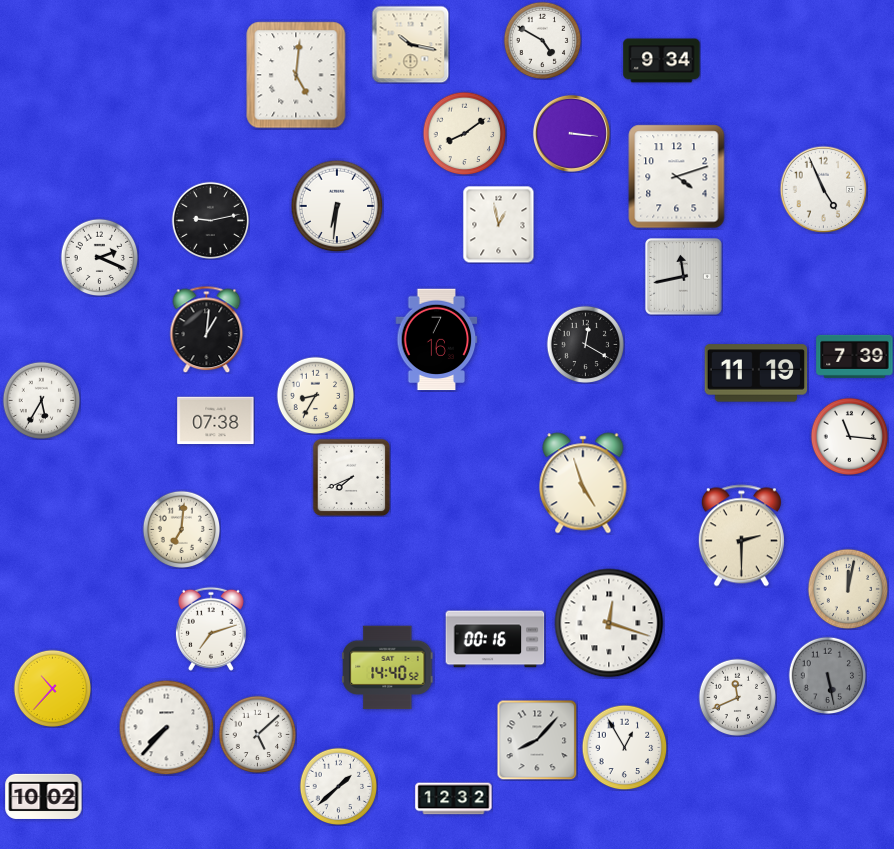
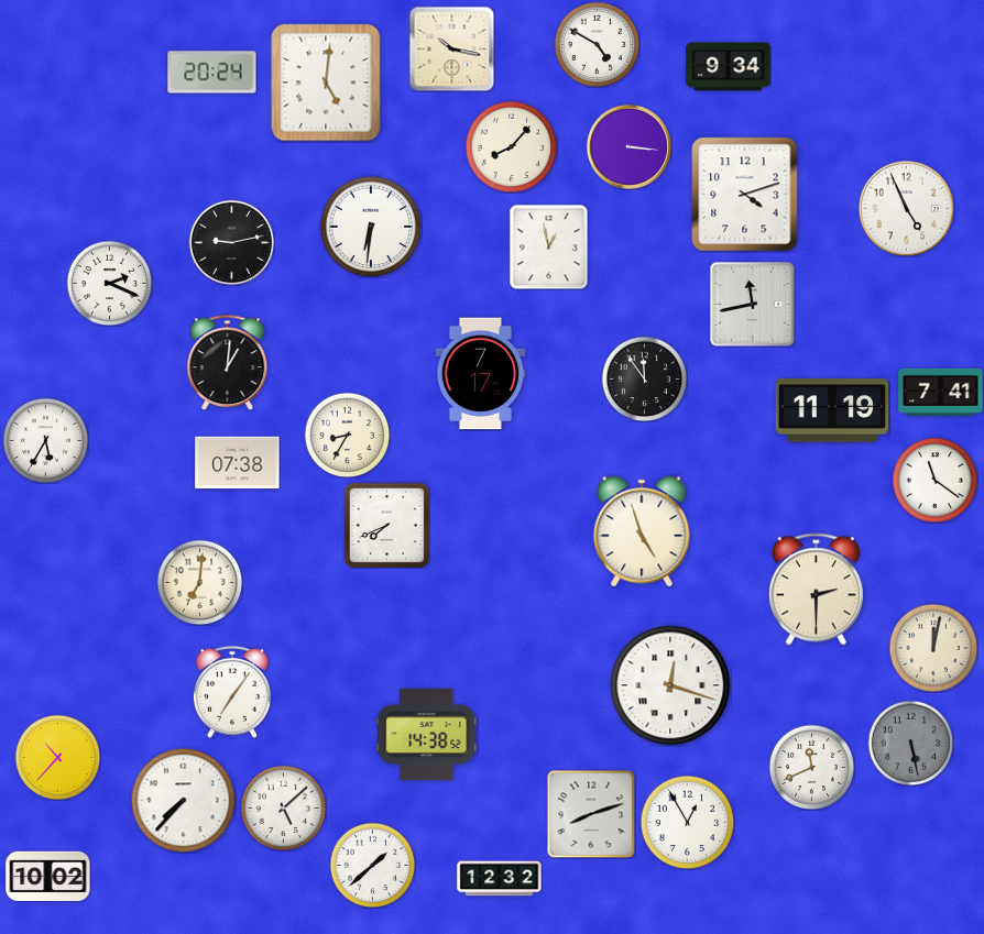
clock at (212, 73): none -> 20:24
clock at (464, 133): 8:09 -> 8:07
clock at (437, 340): 7:16 -> 7:17
clock at (585, 344): 12:20 -> 11:54
clock at (855, 356): 7:39 -> 7:41
clock at (849, 436): 11:16 -> 11:21
clock at (211, 629): 7:12 -> 7:06
clock at (495, 639): 00:16 -> none
clock at (388, 668): 14:40 -> 14:38
clock at (537, 740): 8:07 -> 8:12
